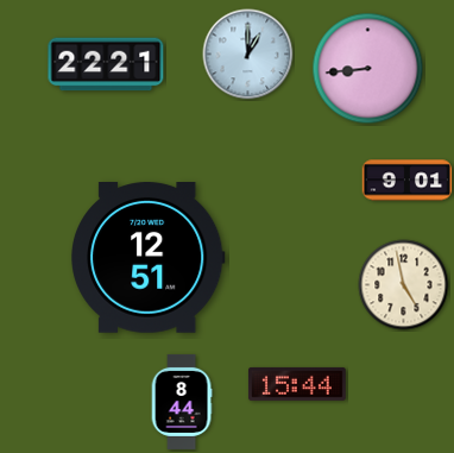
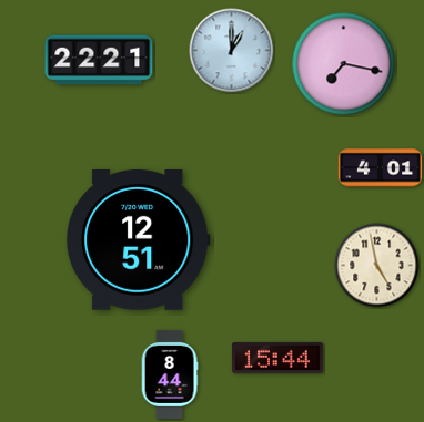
clock at (368, 69): 8:44 -> 7:17
clock at (408, 181): 9:01 -> 4:01
